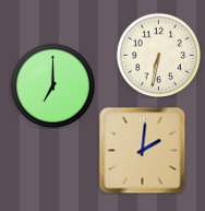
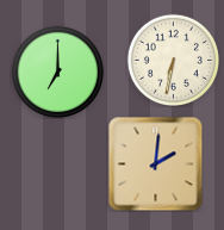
clock at (52, 85) position: (52, 85) -> (57, 72)
